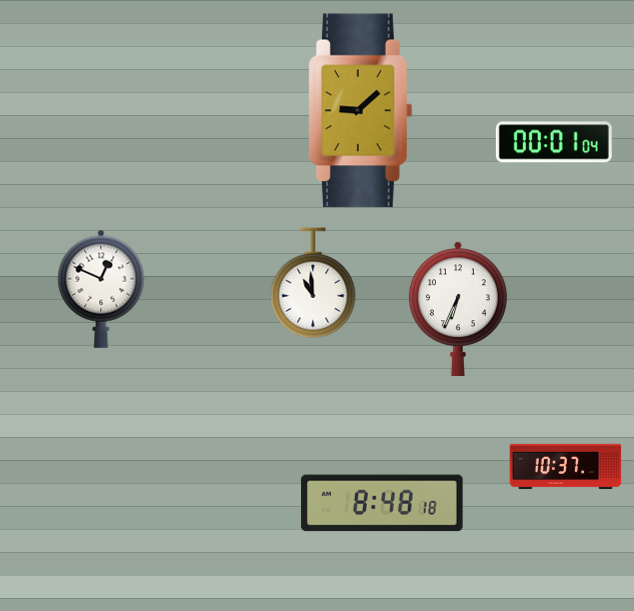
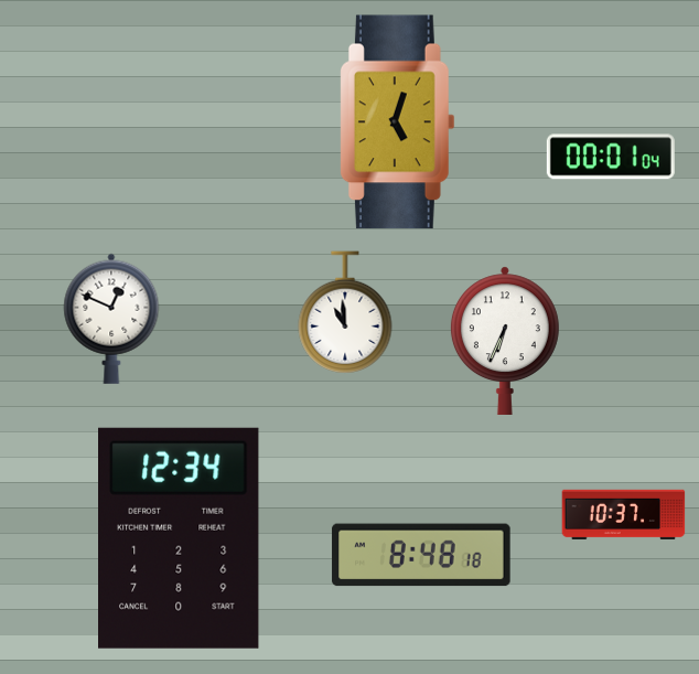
clock at (360, 111): 9:08 -> 5:03
clock at (180, 538): none -> 12:34
